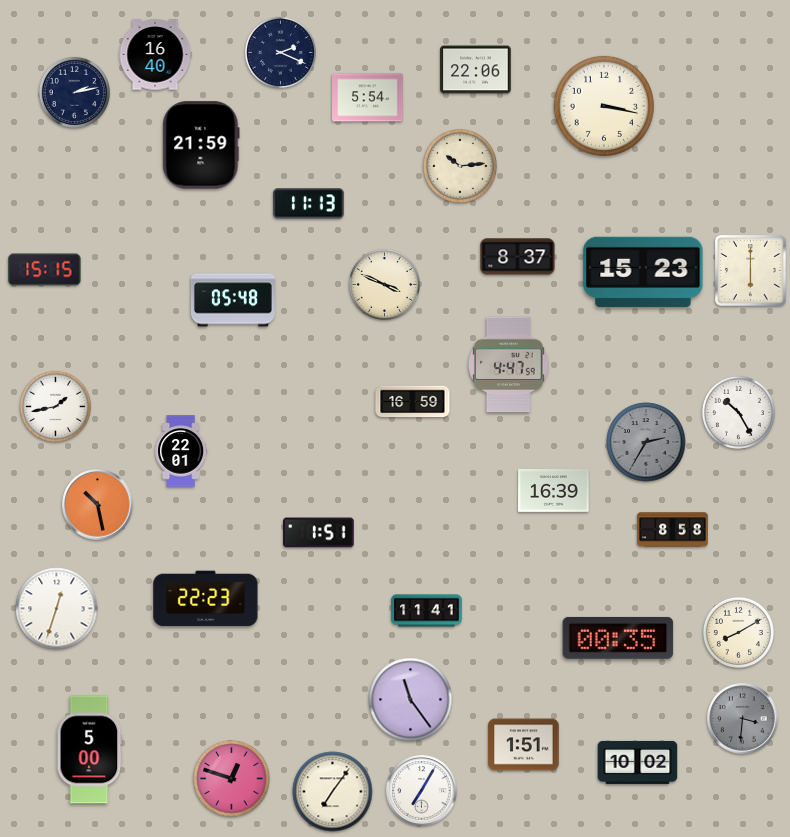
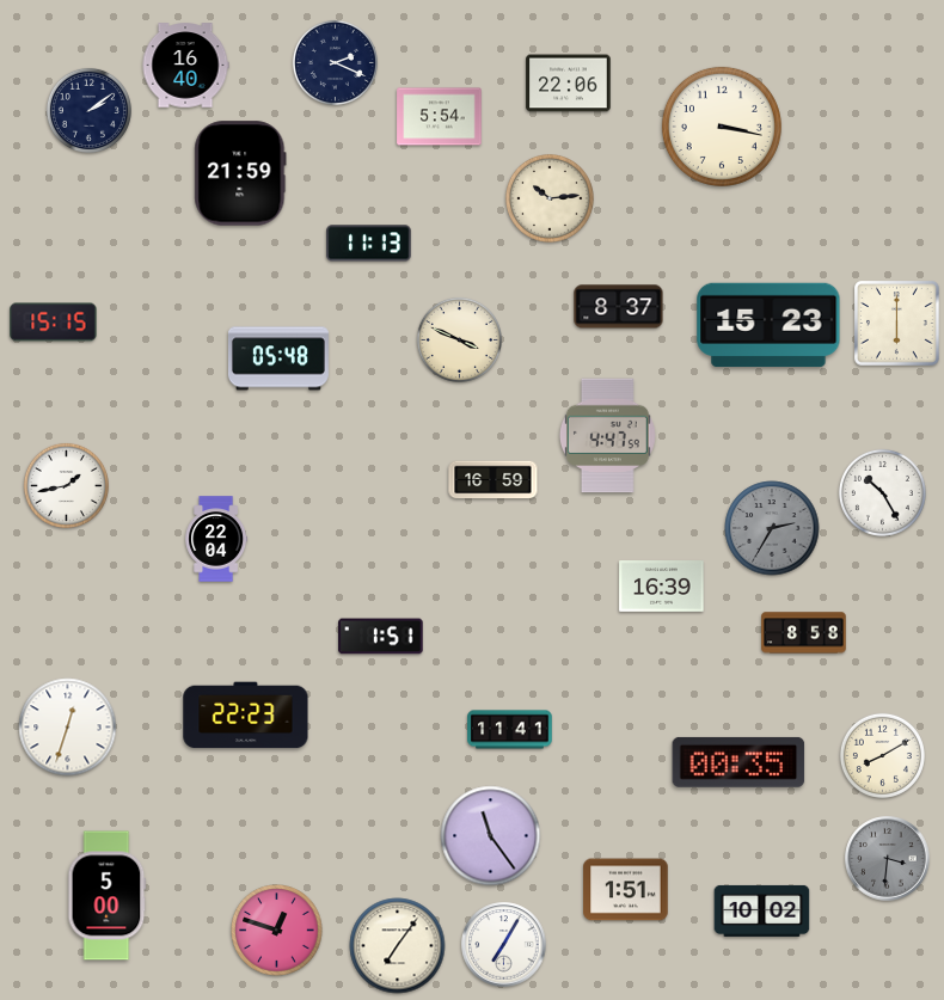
clock at (74, 92): 2:13 -> 2:09
clock at (181, 451): 22:01 -> 22:04
clock at (98, 505): 10:28 -> none
